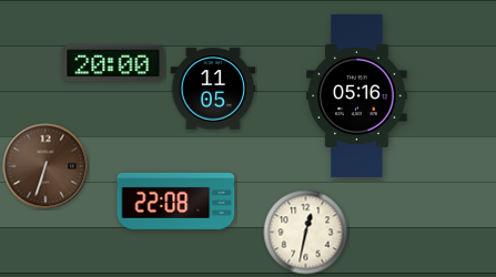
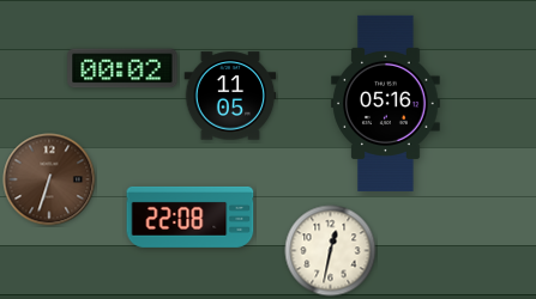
clock at (113, 63): 20:00 -> 00:02
